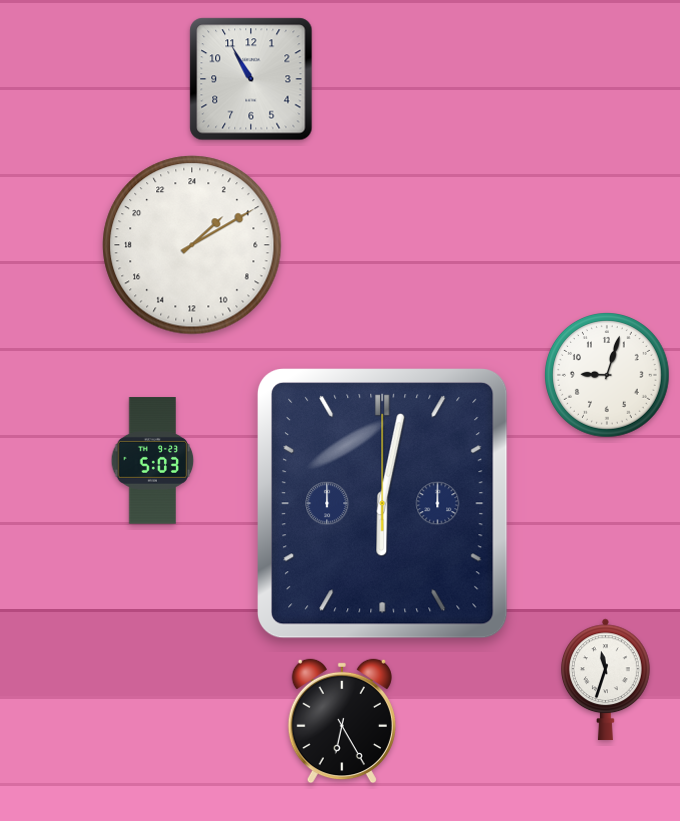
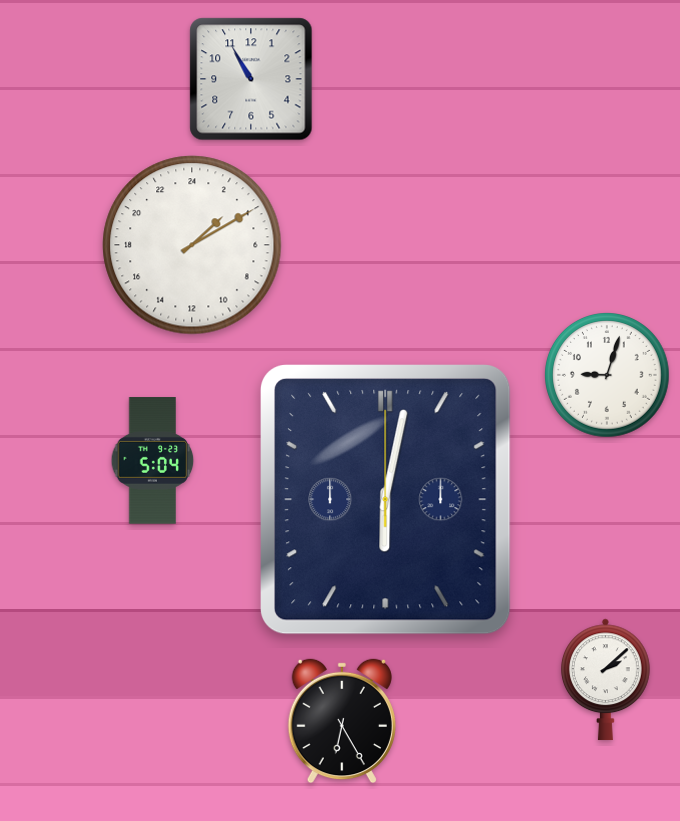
clock at (153, 461): 5:03 -> 5:04
clock at (383, 504) position: (383, 504) -> (386, 500)
clock at (606, 679): 11:33 -> 2:08
